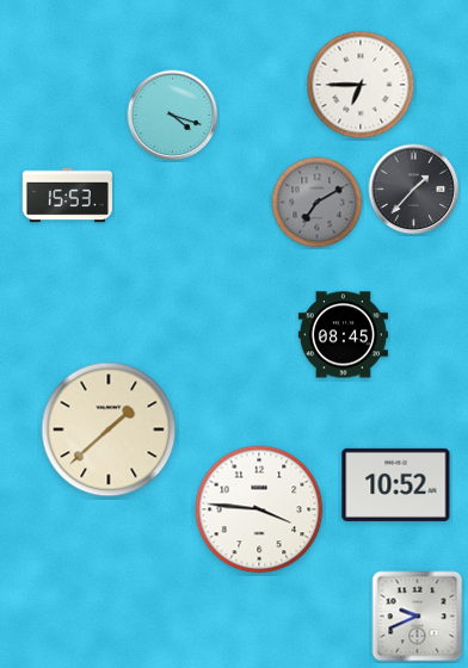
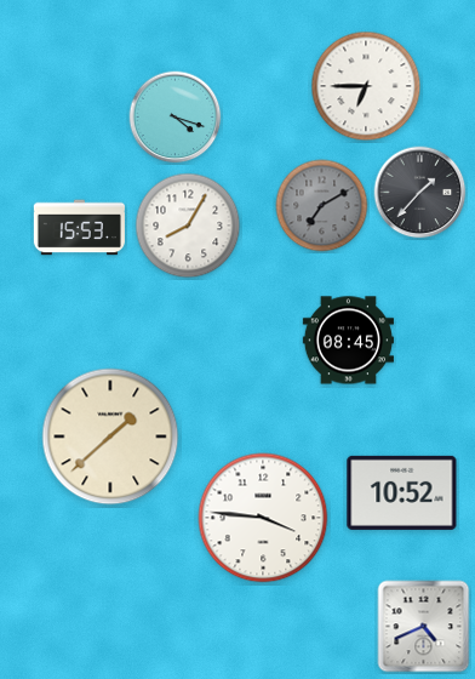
clock at (67, 196) position: (67, 196) -> (79, 228)
clock at (188, 226): none -> 8:05
clock at (418, 617): 9:41 -> 4:41
